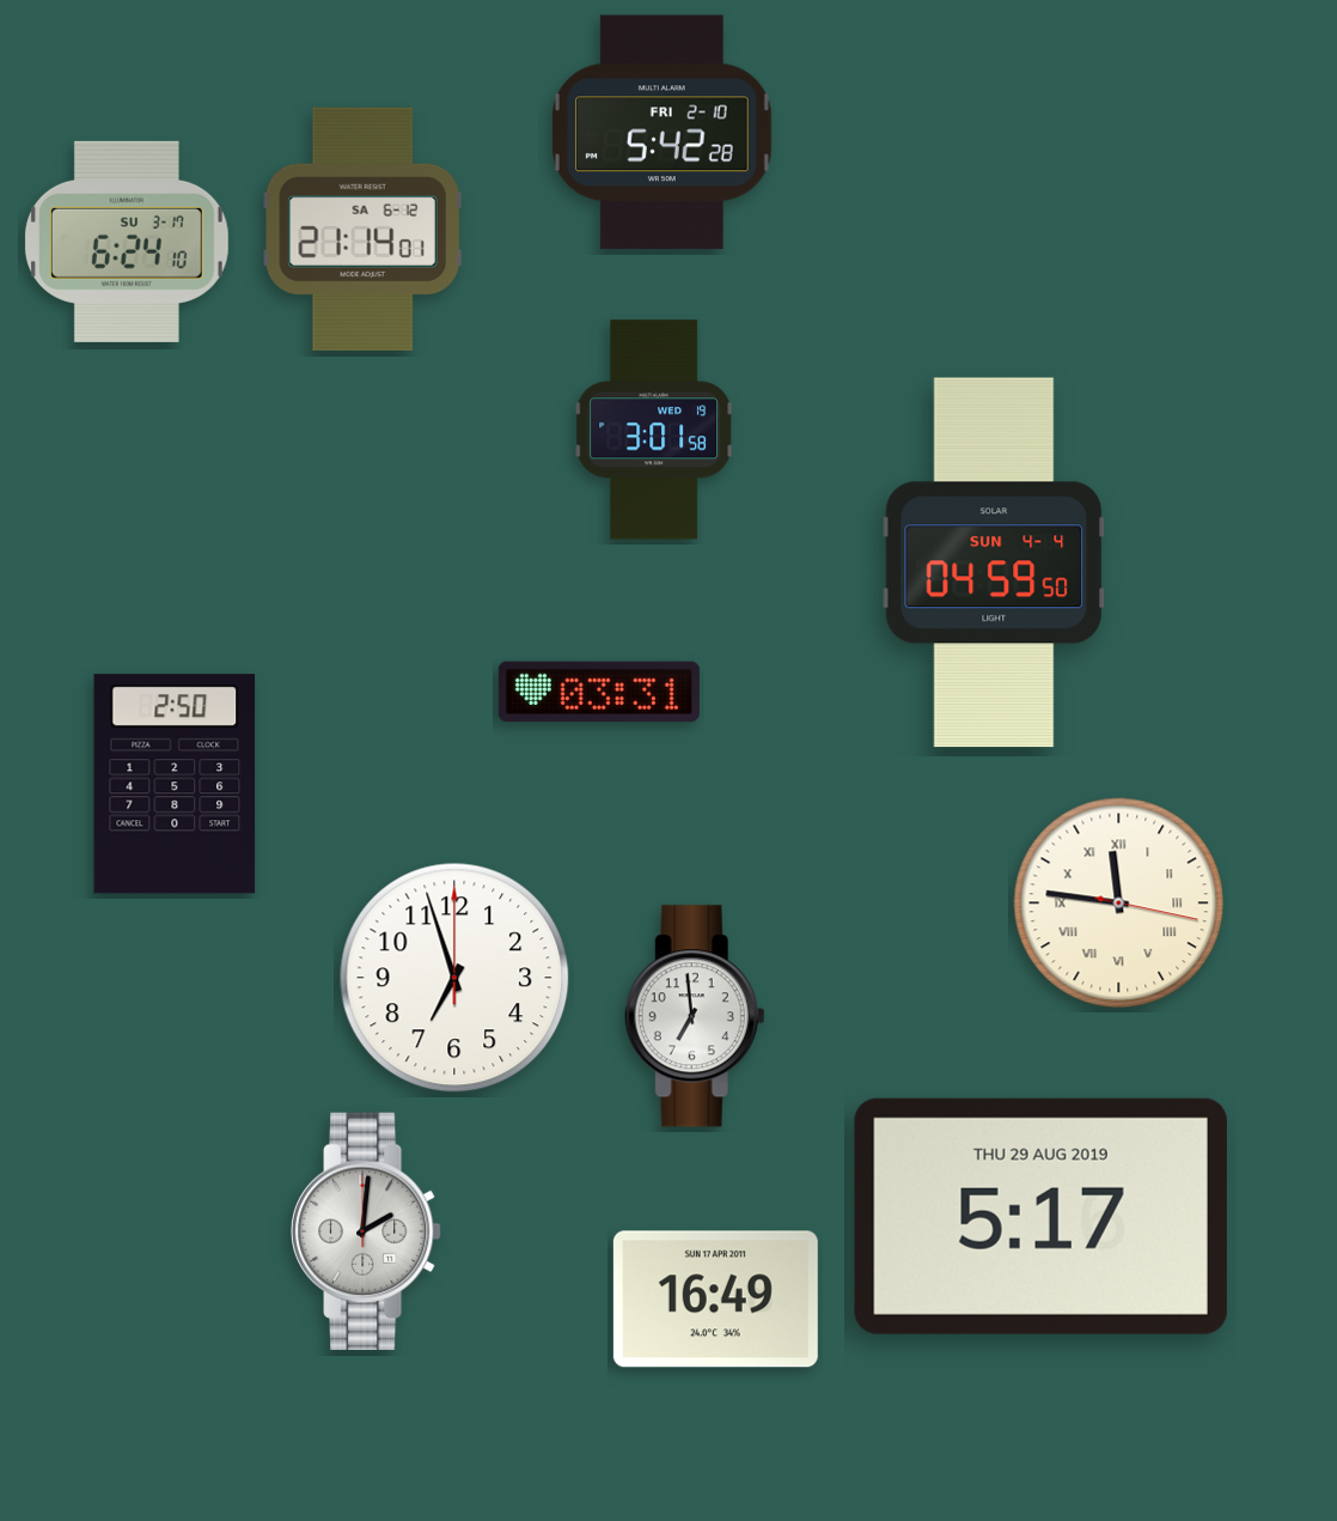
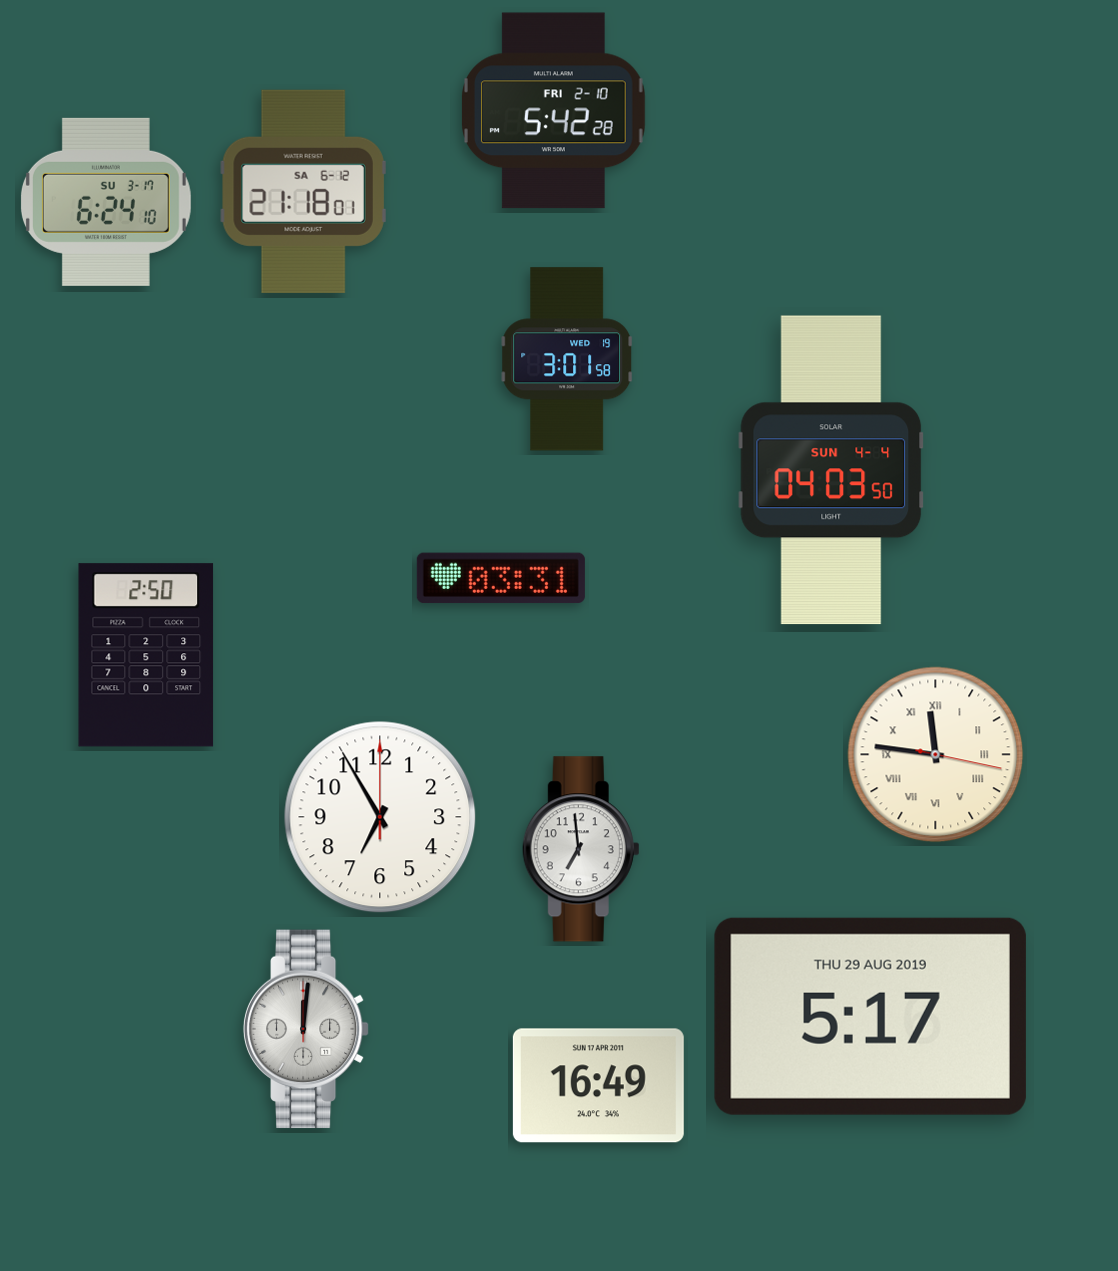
clock at (362, 229): 21:14 -> 21:18
clock at (654, 430) position: (654, 430) -> (567, 359)
clock at (994, 562): 04:59 -> 04:03
clock at (454, 978): 6:57 -> 6:55
clock at (366, 1231): 2:01 -> 12:01
